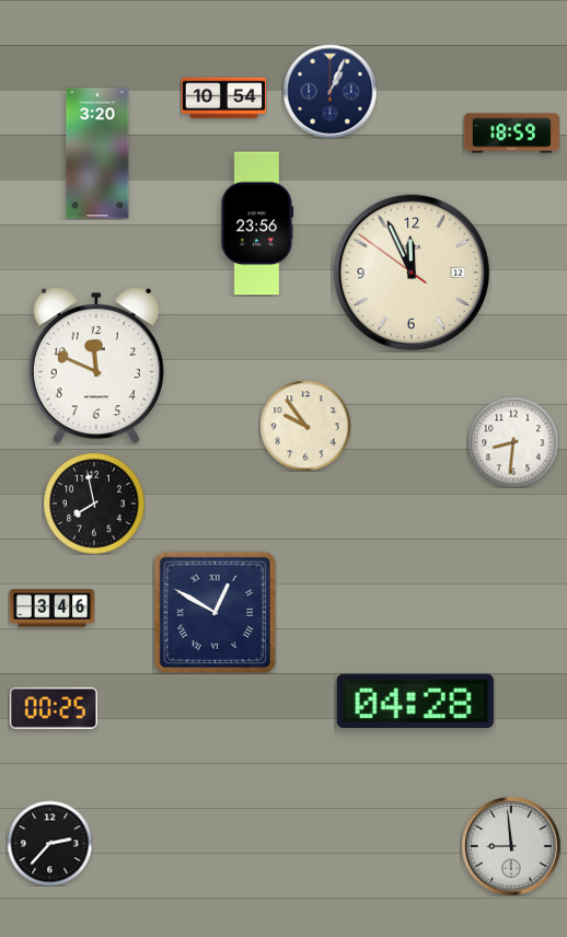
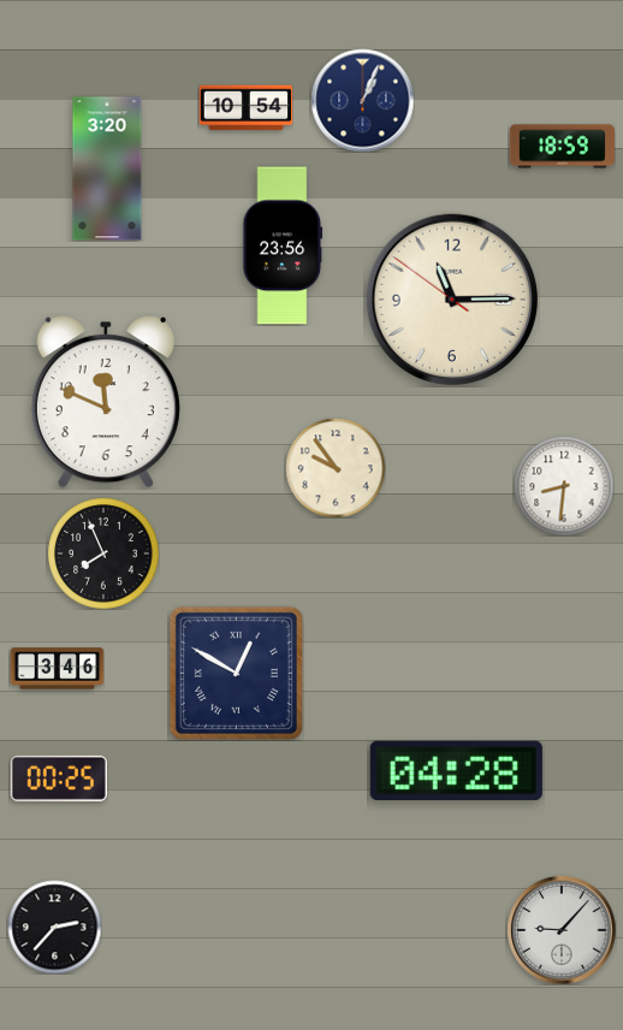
clock at (412, 273): 11:55 -> 11:14
clock at (94, 504): 7:58 -> 7:56
clock at (511, 846): 8:59 -> 9:07
